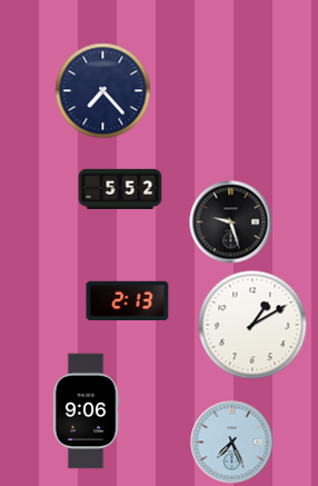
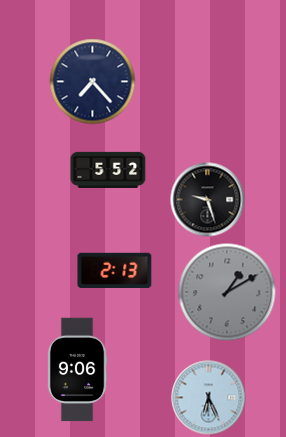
clock at (252, 325) dial: white -> grey
clock at (232, 443): 7:26 -> 6:26
